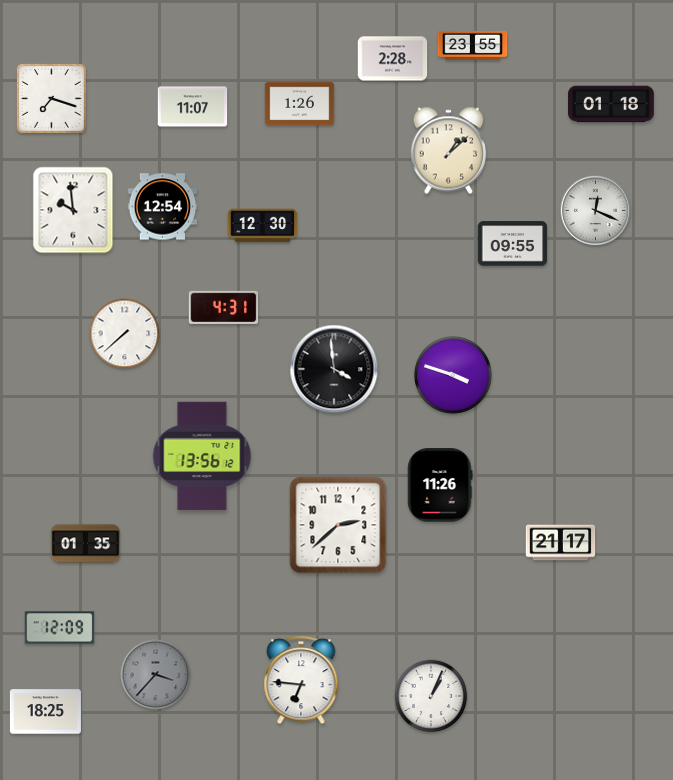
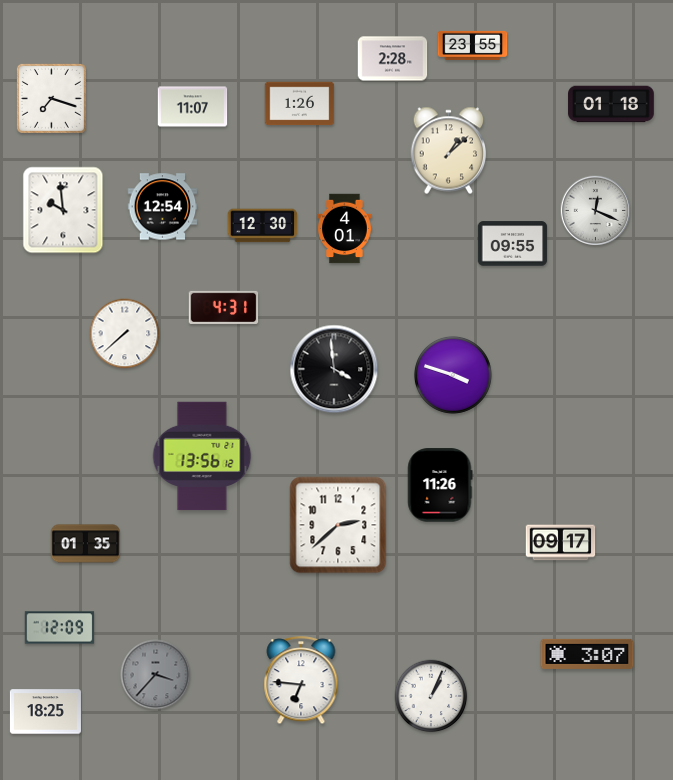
clock at (73, 210) position: (73, 210) -> (63, 210)
clock at (345, 229): none -> 4:01
clock at (561, 543): 21:17 -> 09:17
clock at (587, 654): none -> 3:07
